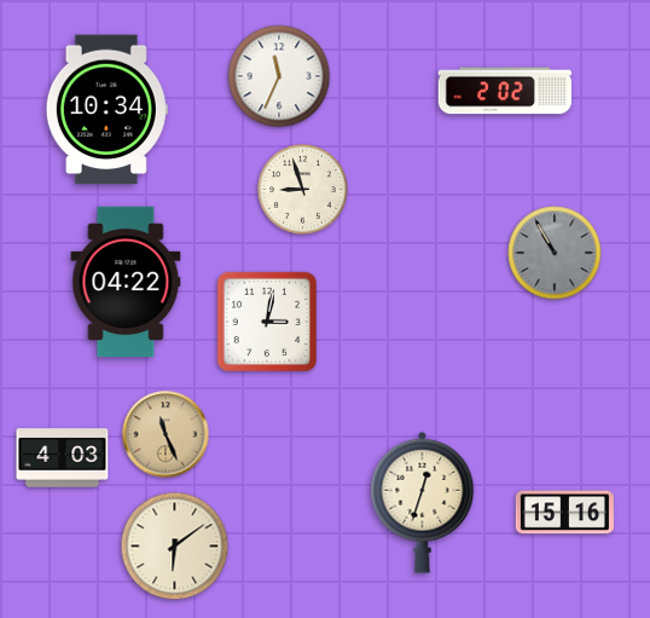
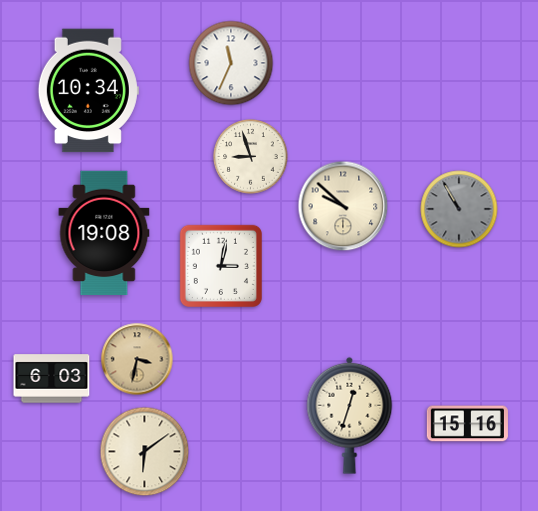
clock at (504, 91): 2:02 -> none
clock at (343, 206): none -> 9:52
clock at (126, 282): 04:22 -> 19:08
clock at (166, 434): 11:26 -> 3:32
clock at (63, 458): 4:03 -> 6:03
